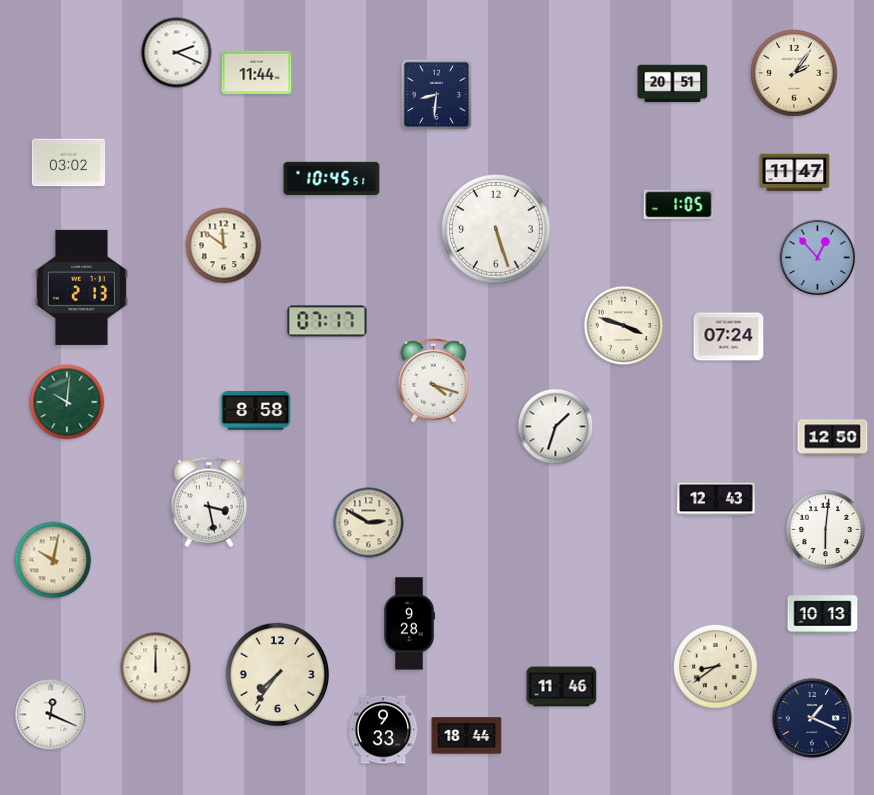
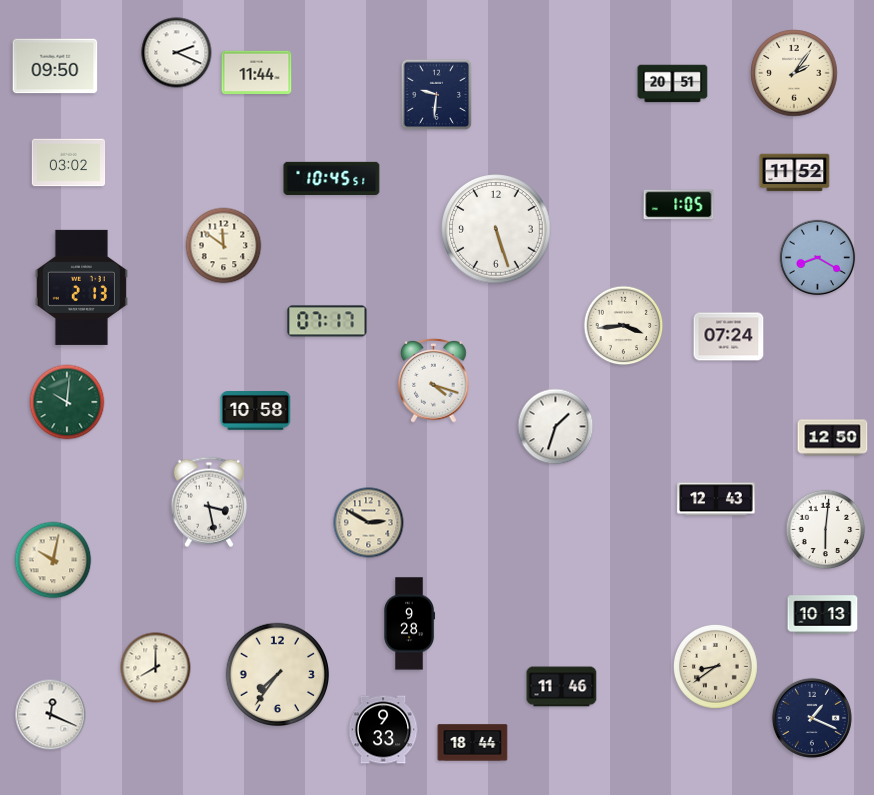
clock at (55, 66): none -> 09:50
clock at (437, 95): 8:31 -> 9:31
clock at (795, 173): 11:47 -> 11:52
clock at (818, 258): 12:53 -> 8:20
clock at (624, 326): 3:48 -> 3:44
clock at (256, 411): 8:58 -> 10:58
clock at (156, 668): 12:00 -> 8:00
clock at (467, 736) position: (467, 736) -> (473, 743)
